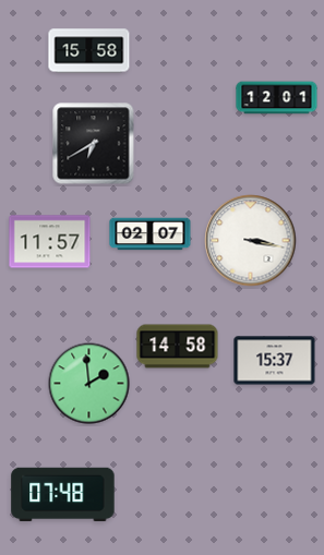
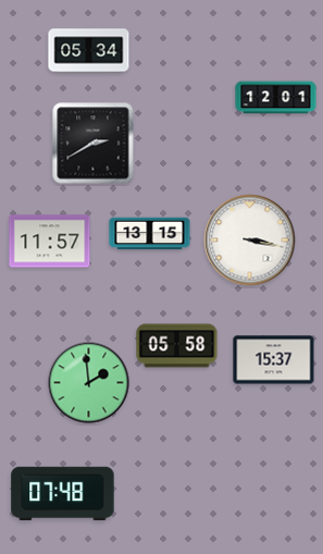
clock at (89, 51): 15:58 -> 05:34
clock at (94, 144): 6:40 -> 2:40
clock at (151, 234): 02:07 -> 13:15
clock at (178, 347): 14:58 -> 05:58
